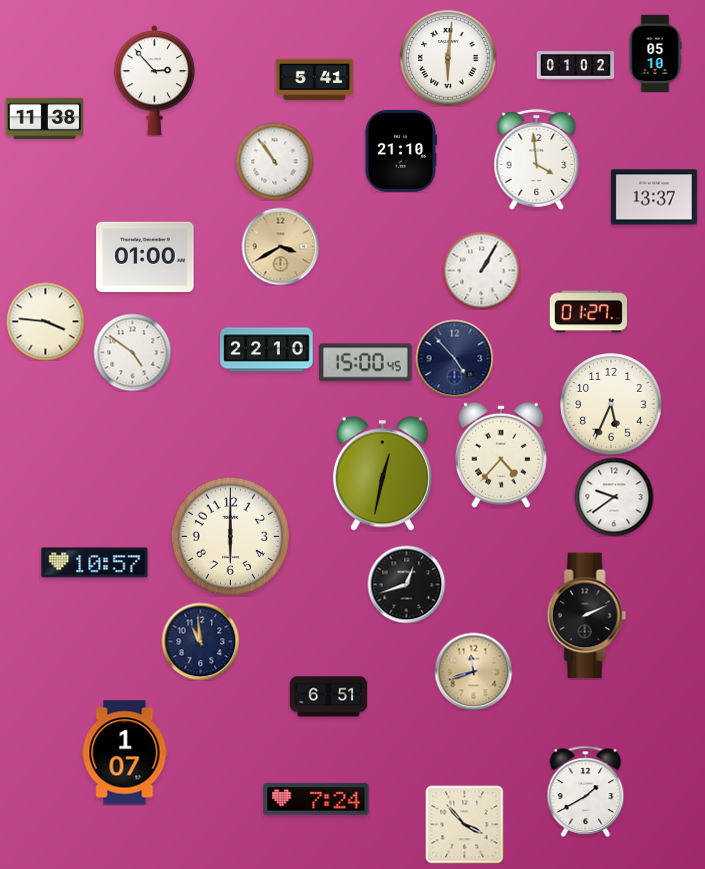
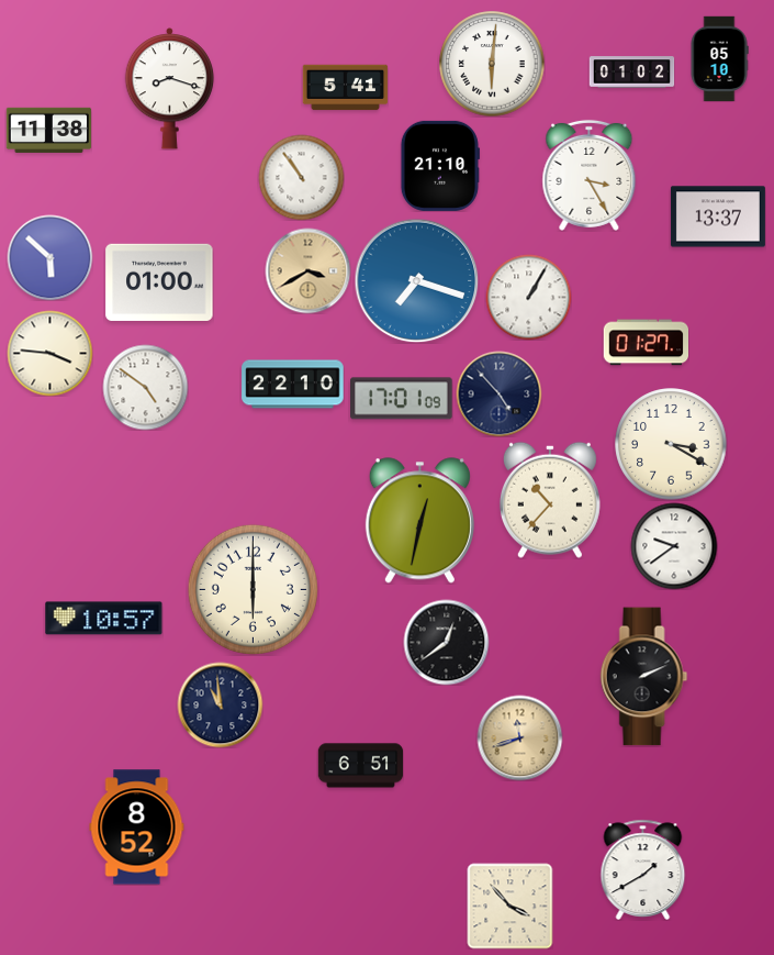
clock at (155, 81): 2:53 -> 8:18
clock at (537, 159): 3:59 -> 3:25
clock at (49, 257): none -> 5:52
clock at (416, 280): none -> 7:18
clock at (366, 363): 15:00 -> 17:01
clock at (611, 404): 5:34 -> 3:20
clock at (501, 455): 4:37 -> 10:37
clock at (406, 584): 12:42 -> 12:39
clock at (125, 753): 1:07 -> 8:52
clock at (316, 799): 7:24 -> none
